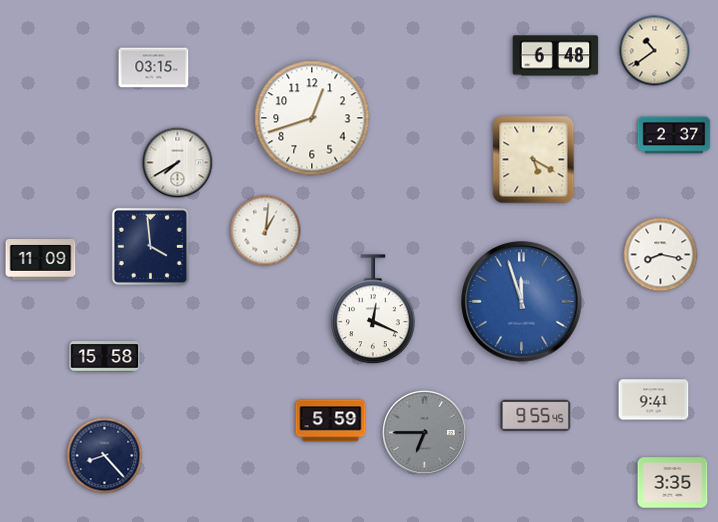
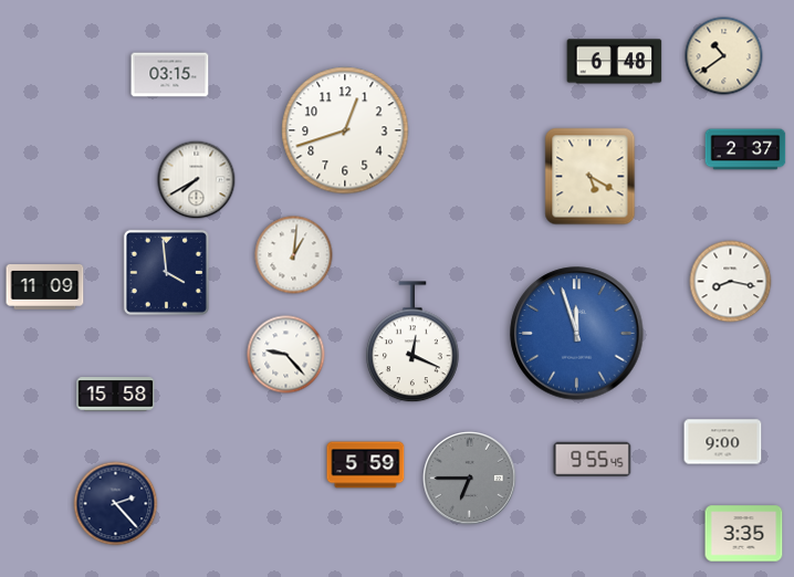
clock at (286, 355): none -> 9:23
clock at (654, 400): 9:41 -> 9:00
clock at (105, 456): 8:23 -> 2:23
